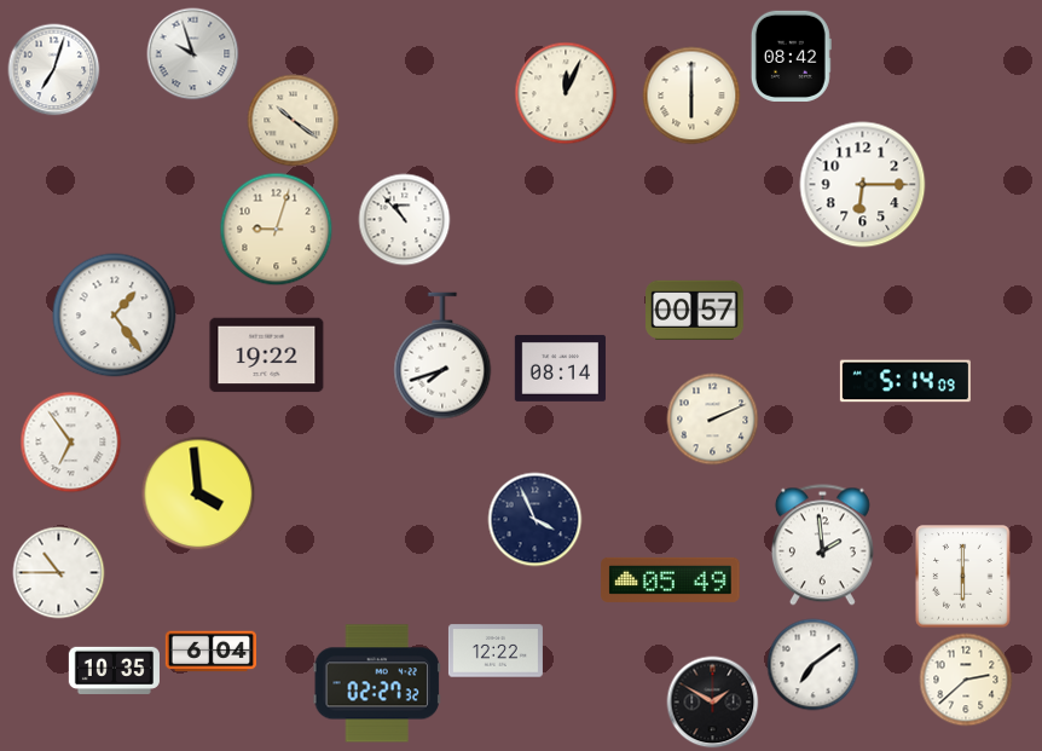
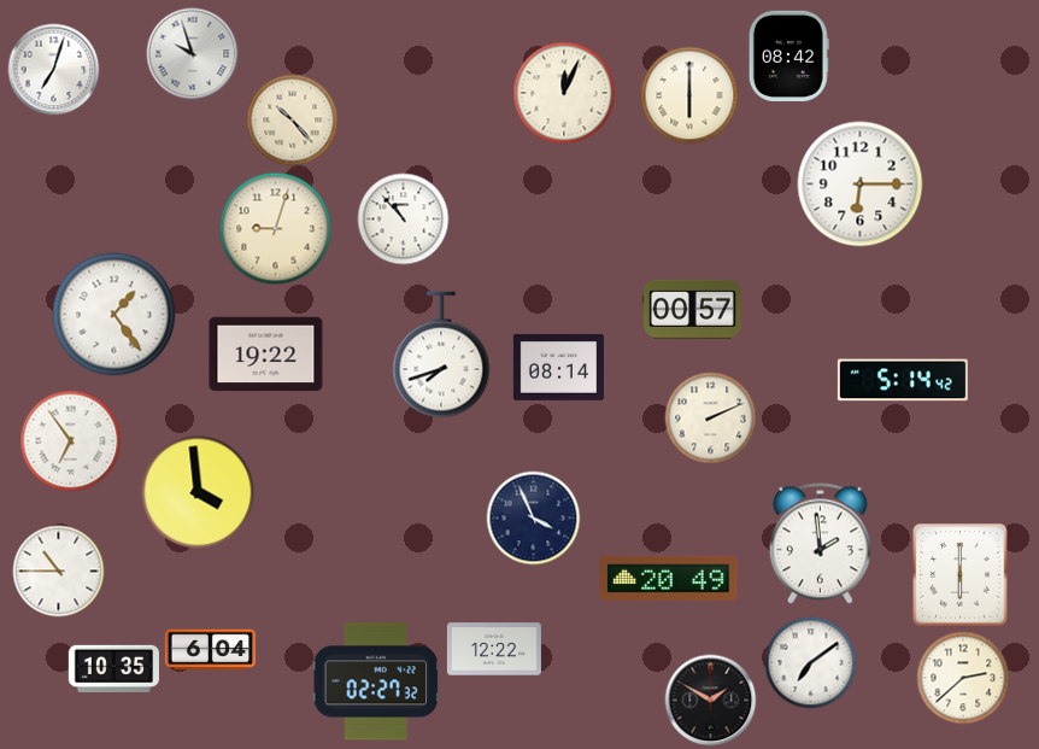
clock at (294, 121): 10:21 -> 10:23
clock at (905, 381): 5:14:09 -> 5:14:42
clock at (671, 579): 05:49 -> 20:49
